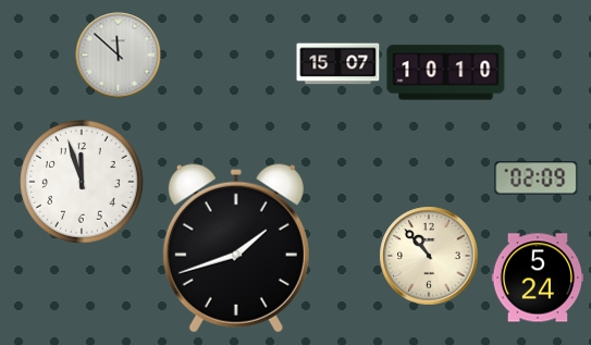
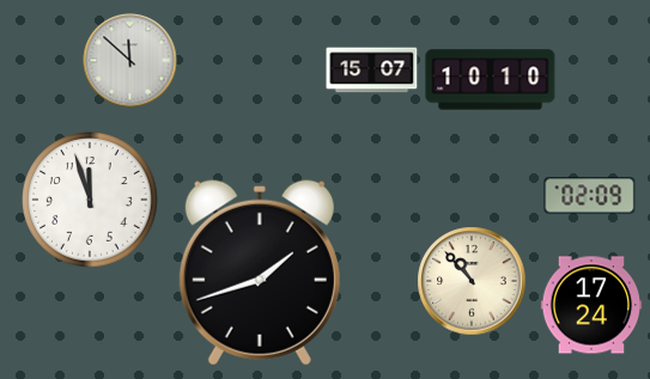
clock at (538, 278): 5:24 -> 17:24
